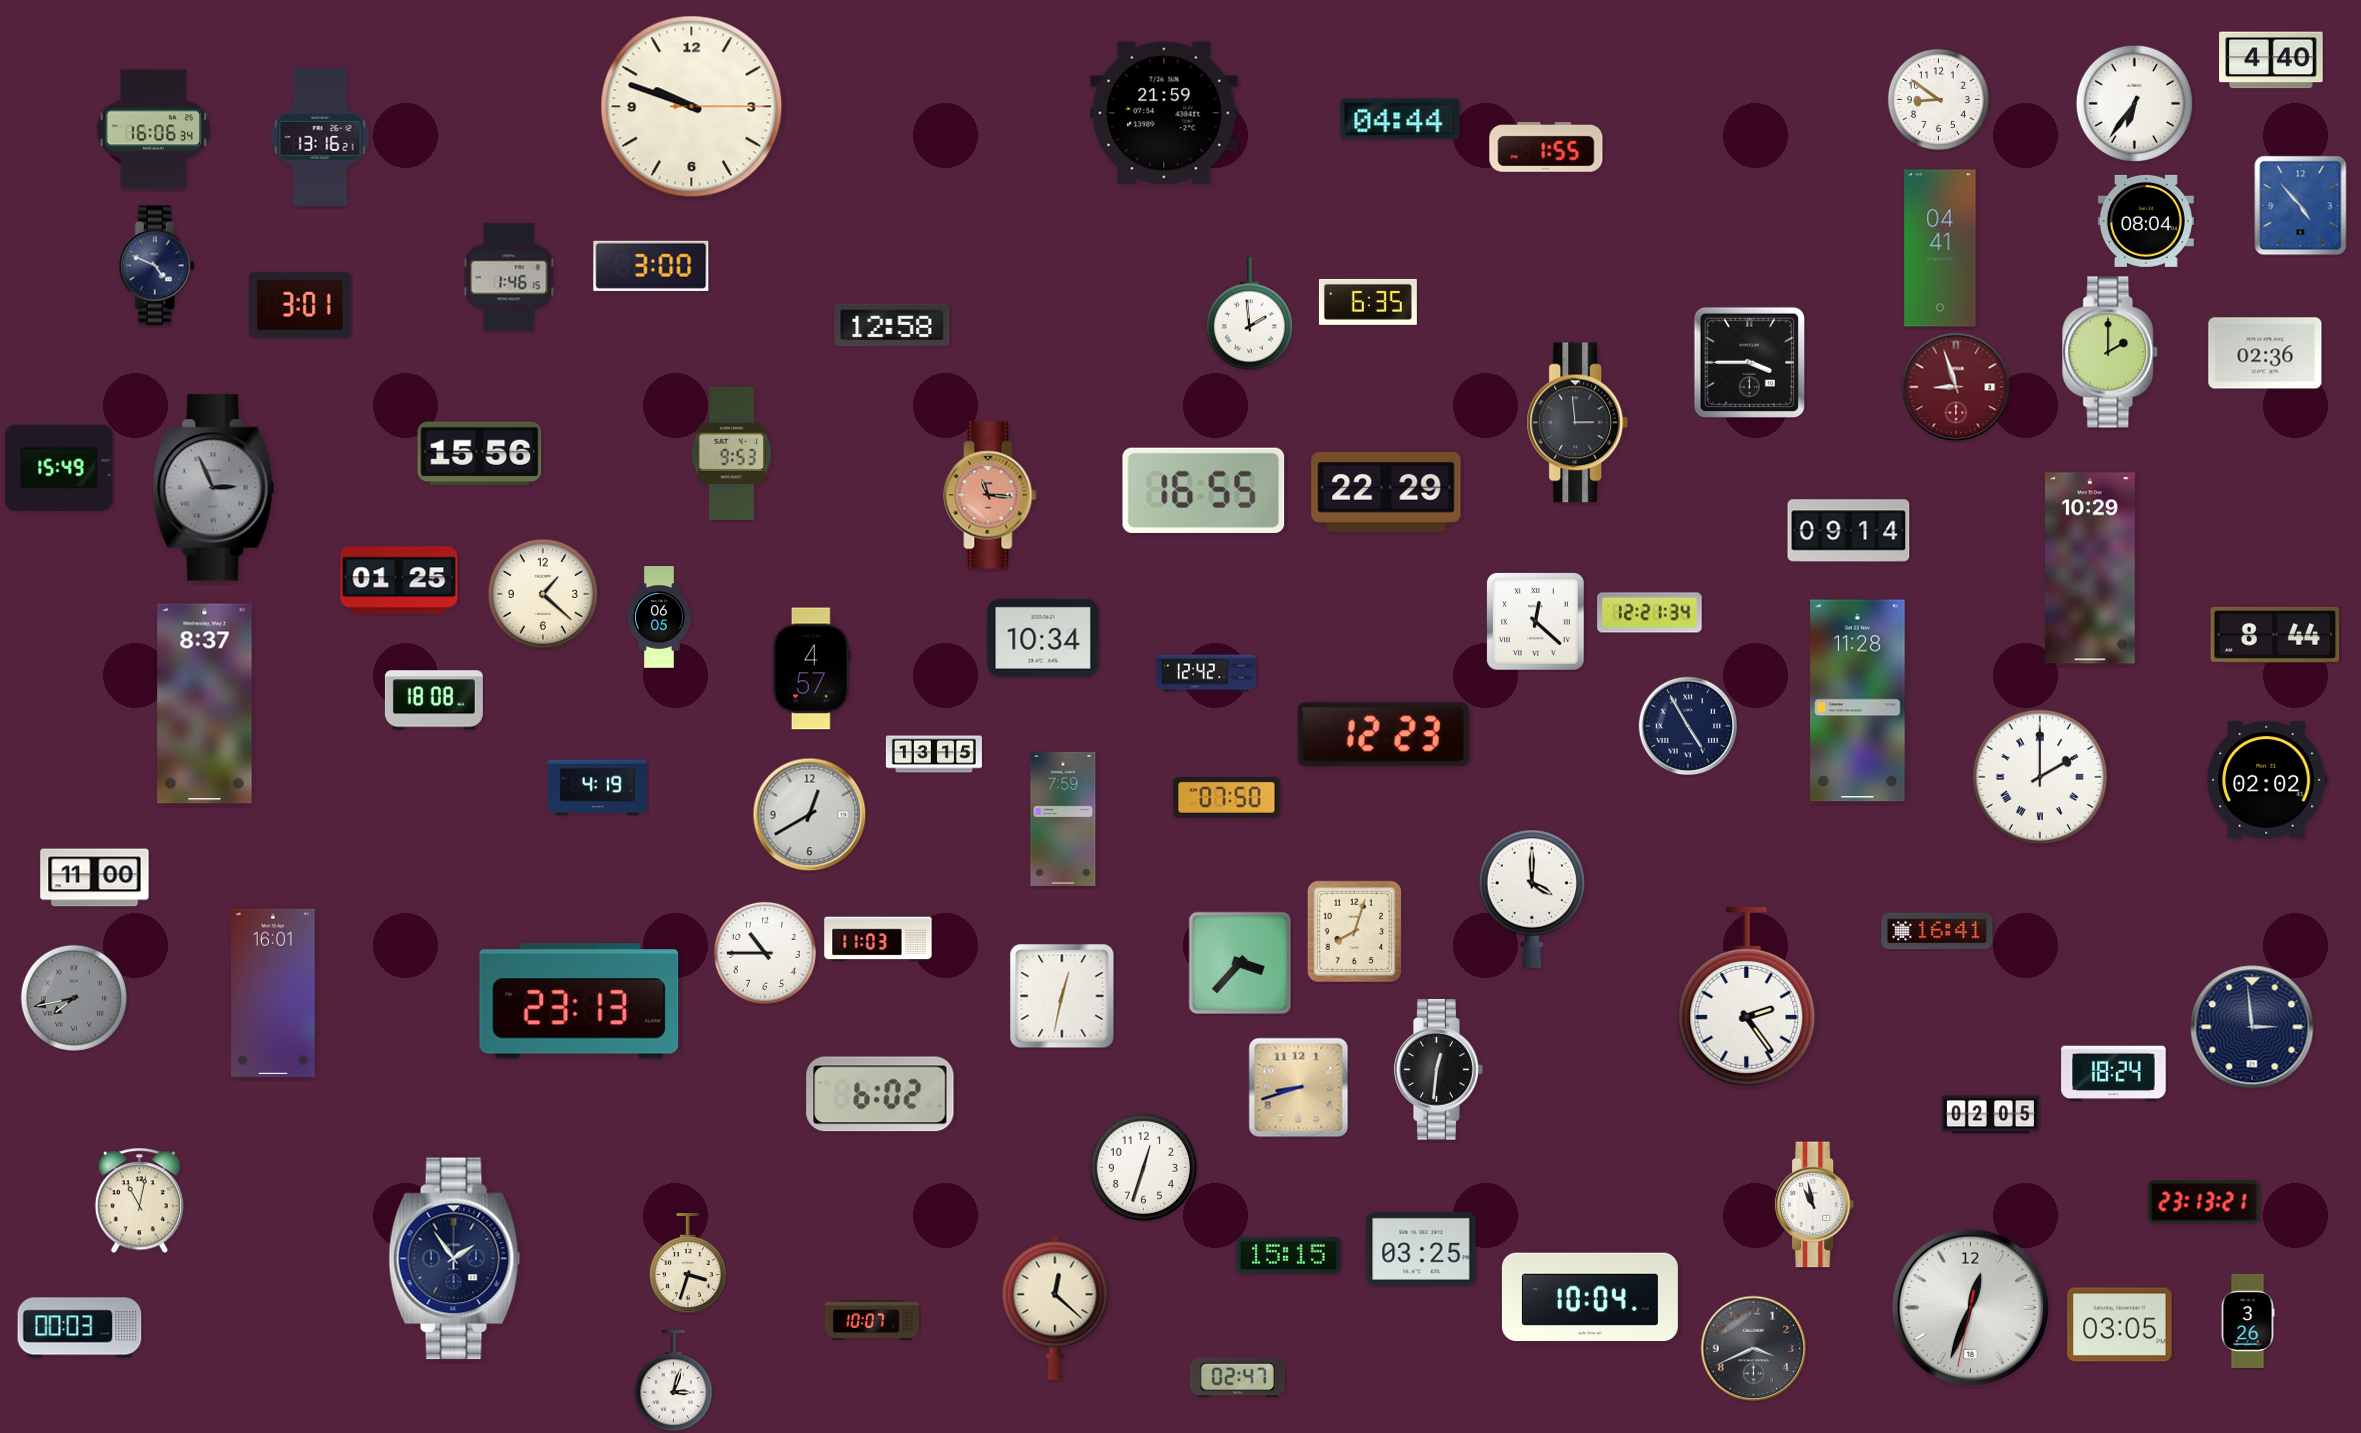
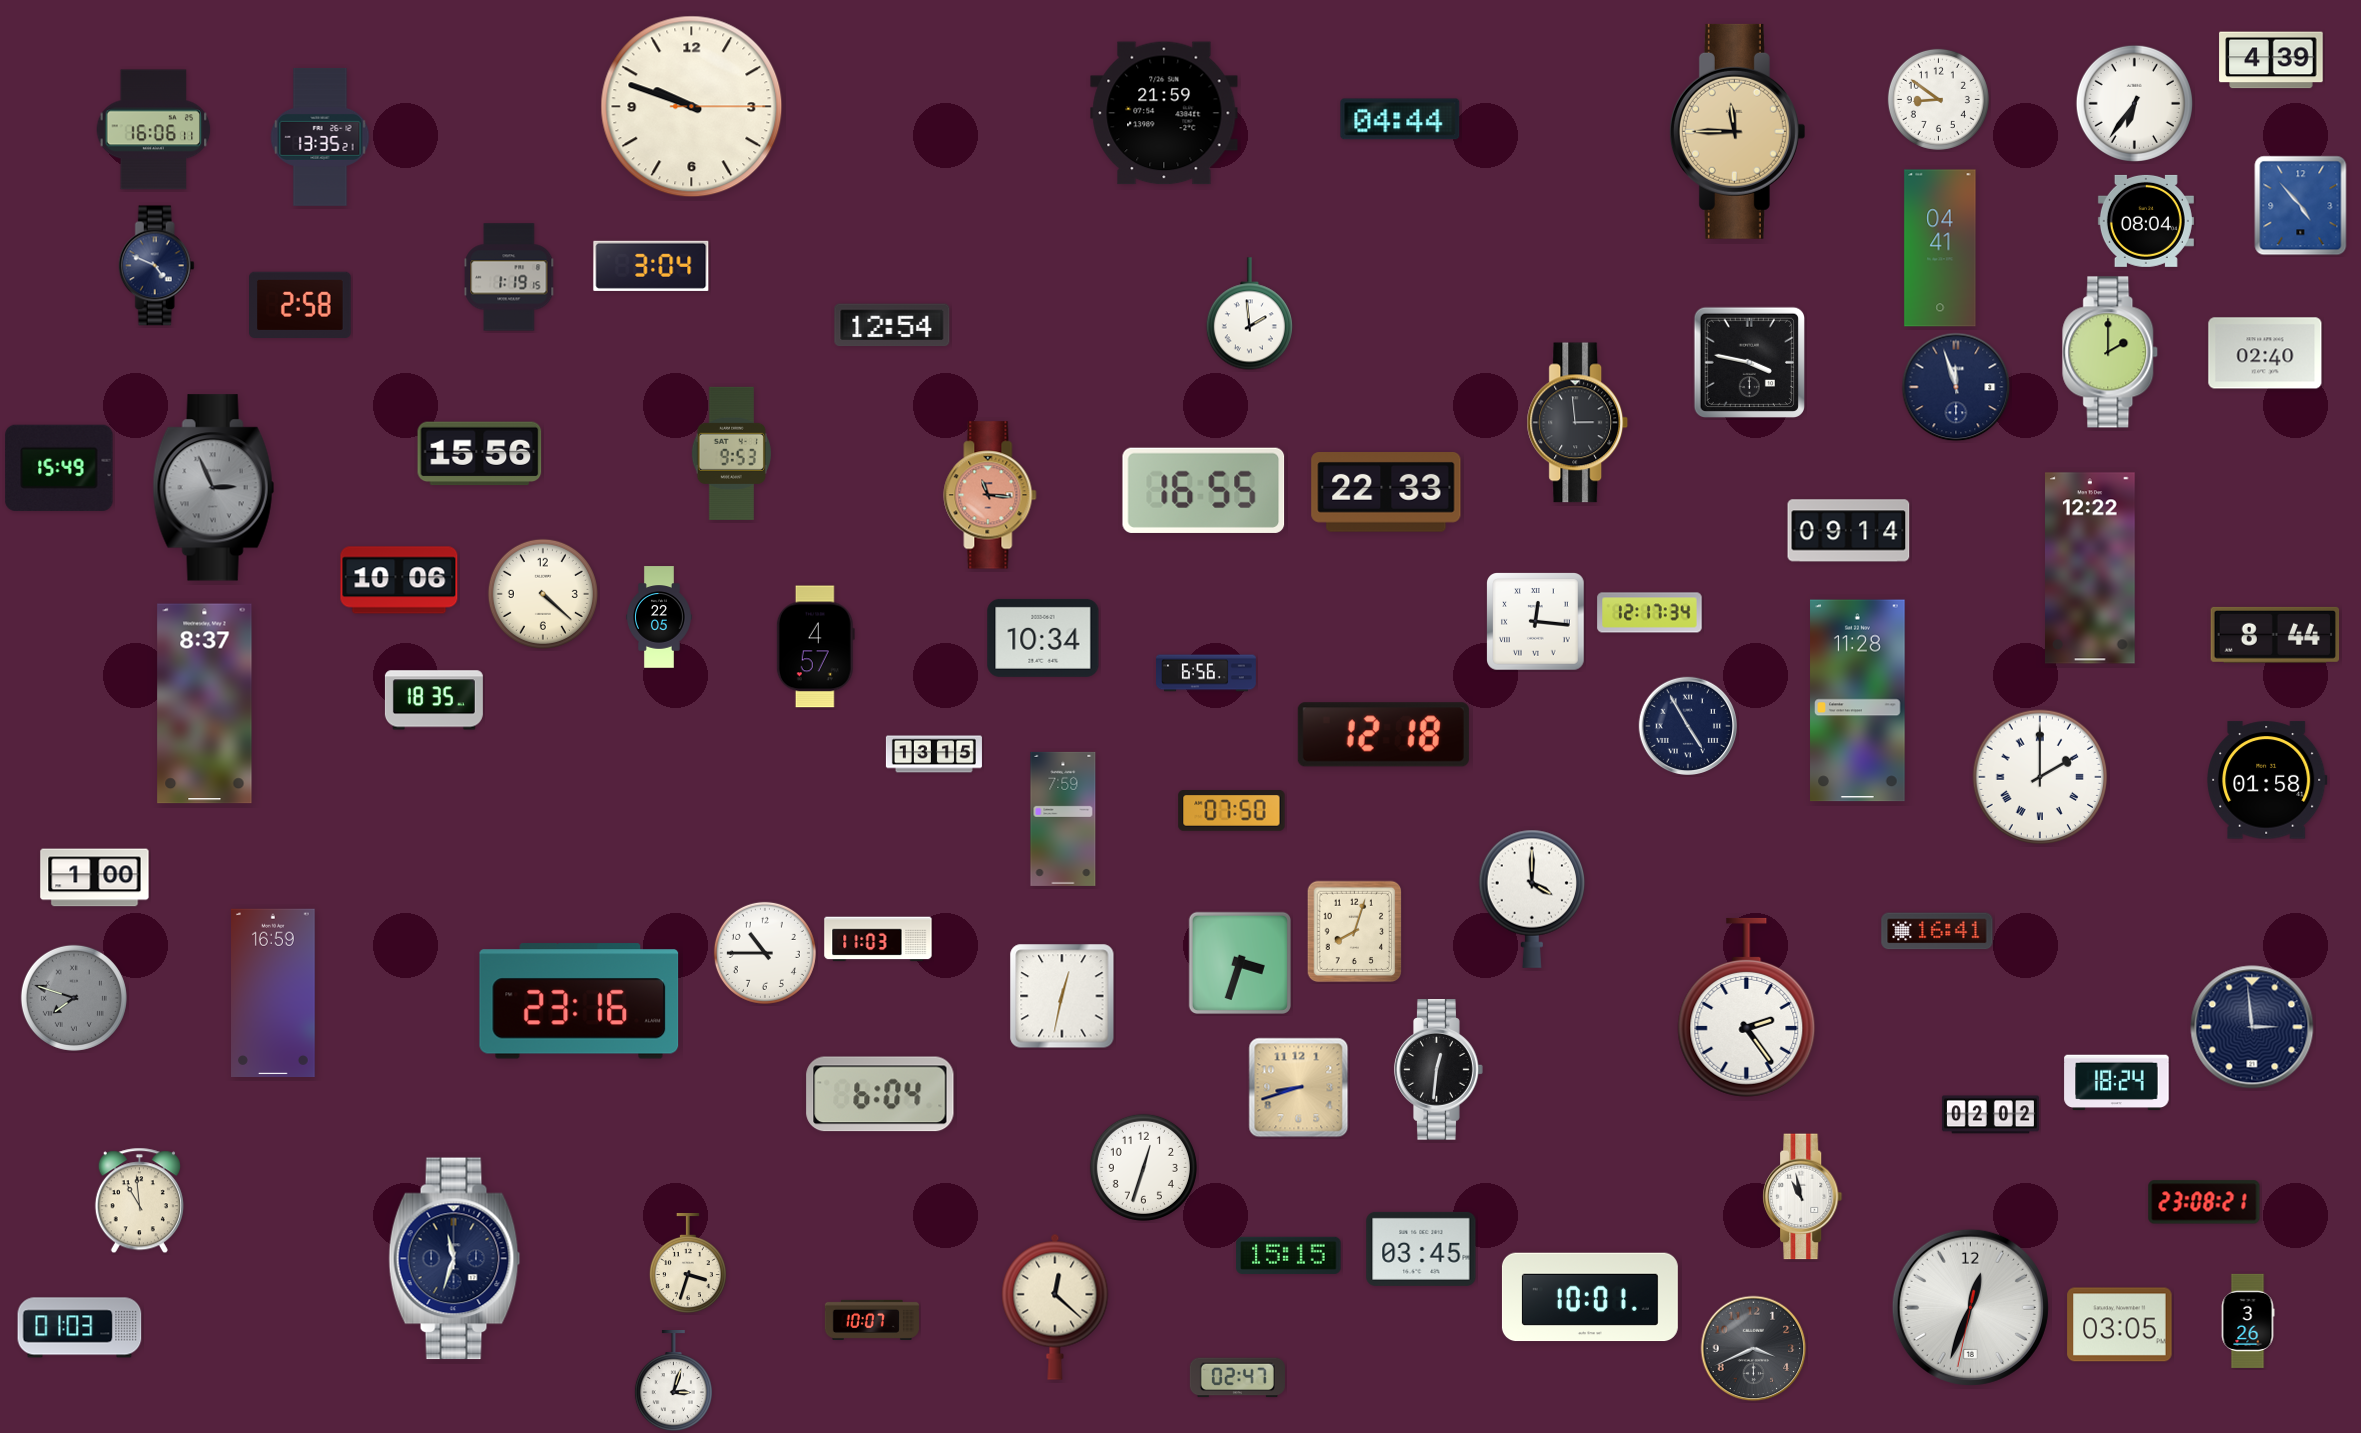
clock at (2271, 60): 4:40 -> 4:39
clock at (154, 130): 16:06:34 -> 16:06:11
clock at (1737, 131): none -> 11:45
clock at (320, 137): 13:16 -> 13:35
clock at (1546, 147): 1:55 -> none
clock at (651, 266): 3:00 -> 3:04
clock at (509, 277): 1:46 -> 1:19
clock at (1368, 302): 6:35 -> none
clock at (301, 304): 3:01 -> 2:58
clock at (892, 325): 12:58 -> 12:54
clock at (2265, 353): 02:36 -> 02:40
clock at (1749, 362): 3:45 -> 3:47
clock at (1956, 387): 8:57 -> 11:57
clock at (1956, 387) dial: burgundy -> navy
clock at (1386, 493): 22:29 -> 22:33
clock at (2091, 568): 10:29 -> 12:22
clock at (399, 580): 01:25 -> 10:06
clock at (543, 594): 1:22 -> 4:22
clock at (1650, 613): 12:21 -> 12:17
clock at (659, 617): 06:05 -> 22:05
clock at (1536, 622): 12:22 -> 12:16
clock at (811, 669) position: (811, 669) -> (815, 647)
clock at (1207, 673): 12:42 -> 6:56
clock at (434, 700): 18:08 -> 18:35
clock at (1383, 735): 12:23 -> 12:18
clock at (2267, 780): 02:02 -> 01:58
clock at (597, 788): 4:19 -> none
clock at (1227, 798) position: (1227, 798) -> (1232, 811)
clock at (810, 815): 12:40 -> none
clock at (95, 878): 11:00 -> 1:00
clock at (1239, 962): 3:37 -> 3:33
clock at (274, 992): 16:01 -> 16:59
clock at (1747, 996) position: (1747, 996) -> (1747, 1007)
clock at (74, 998): 7:43 -> 7:48
clock at (579, 1001): 23:13 -> 23:16
clock at (2114, 1074) position: (2114, 1074) -> (2117, 1083)
clock at (880, 1094): 6:02 -> 6:04
clock at (1990, 1115): 02:05 -> 02:02
clock at (139, 1201): 11:02 -> 10:59
clock at (2204, 1202): 23:13 -> 23:08
clock at (1815, 1205) position: (1815, 1205) -> (1803, 1197)
clock at (1421, 1249): 03:25 -> 03:45
clock at (455, 1259): 1:54 -> 11:33
clock at (1590, 1297): 10:04 -> 10:01
clock at (80, 1328): 00:03 -> 01:03
